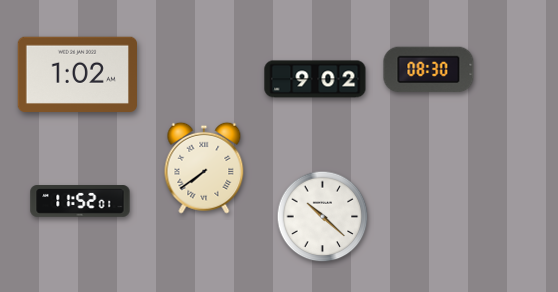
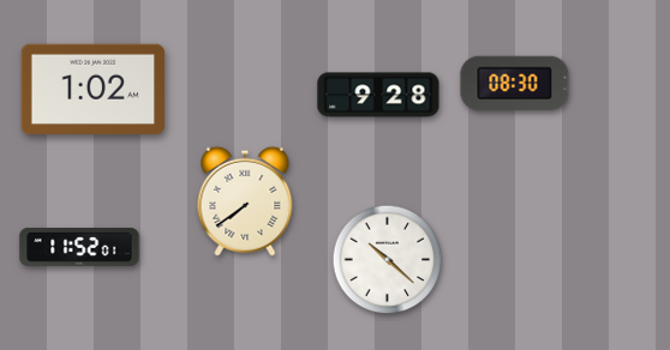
clock at (315, 79): 9:02 -> 9:28
clock at (80, 201) position: (80, 201) -> (79, 247)
